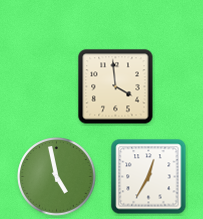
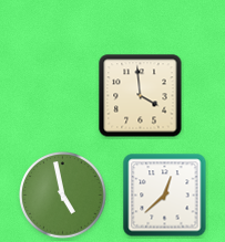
clock at (116, 87) position: (116, 87) -> (141, 96)
clock at (149, 177): 12:35 -> 12:38
